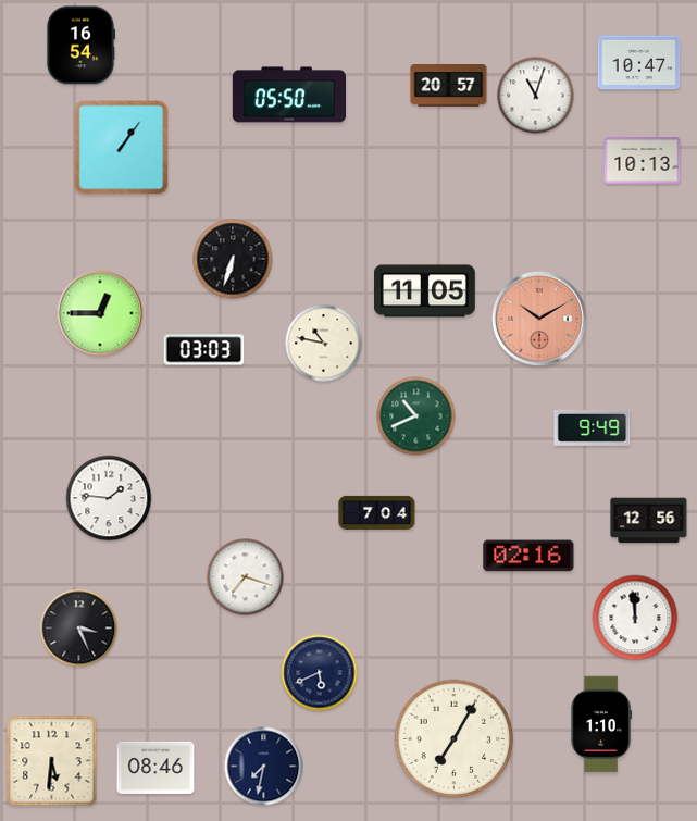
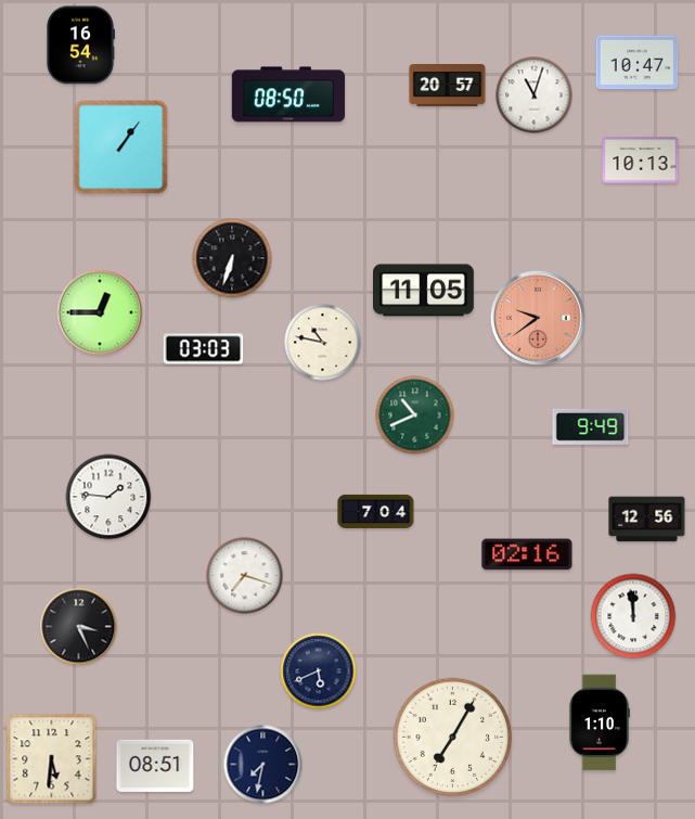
clock at (288, 95): 05:50 -> 08:50
clock at (539, 319): 10:10 -> 9:39
clock at (155, 768): 08:46 -> 08:51
